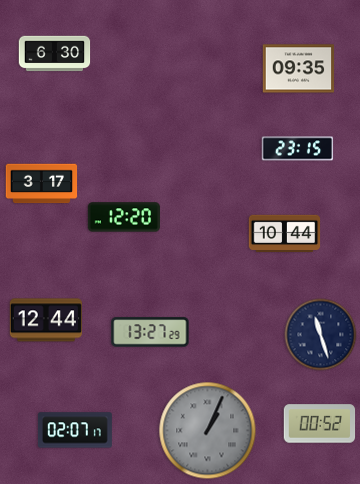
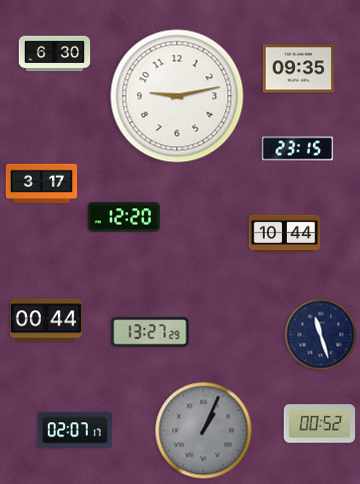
clock at (177, 96): none -> 9:13
clock at (46, 320): 12:44 -> 00:44
clock at (208, 431) position: (208, 431) -> (204, 431)
